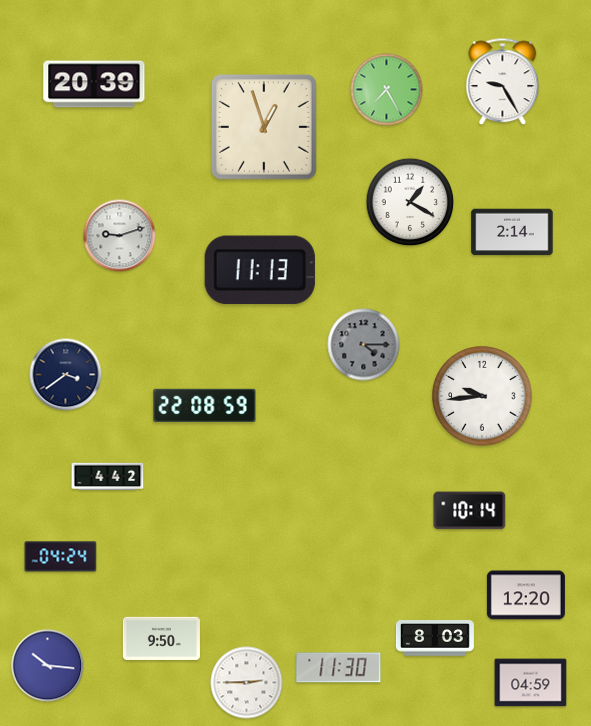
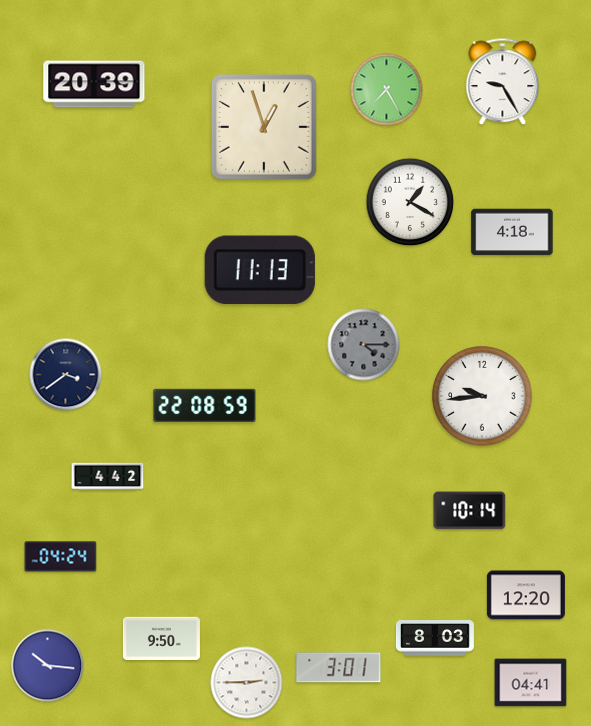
clock at (512, 232): 2:14 -> 4:18
clock at (120, 236): 9:12 -> none
clock at (339, 668): 11:30 -> 3:01
clock at (531, 683): 04:59 -> 04:41
